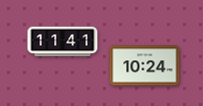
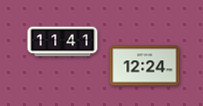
clock at (145, 66): 10:24 -> 12:24
